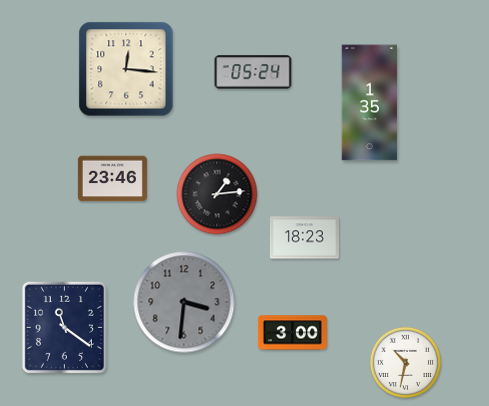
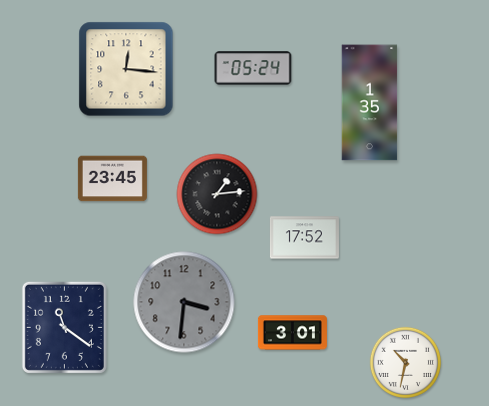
clock at (253, 72) position: (253, 72) -> (253, 68)
clock at (112, 179): 23:46 -> 23:45
clock at (304, 238): 18:23 -> 17:52
clock at (292, 333): 3:00 -> 3:01
